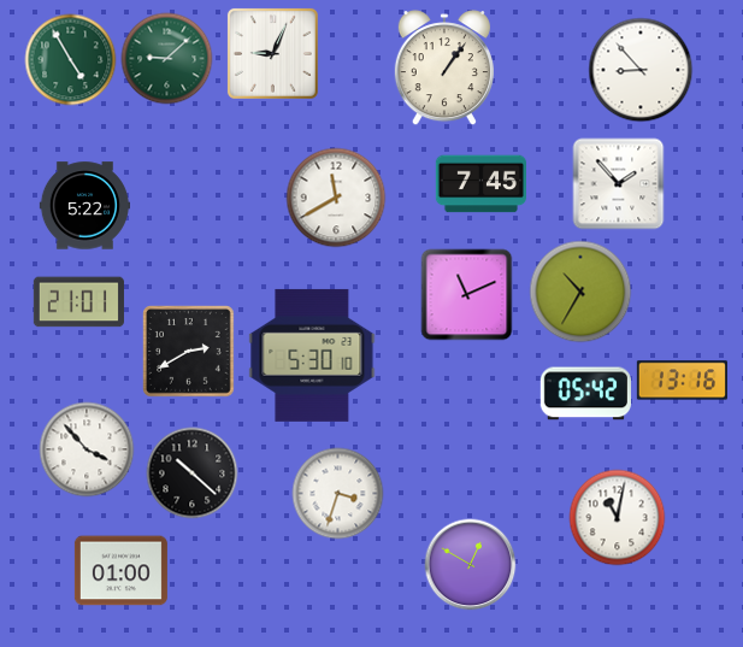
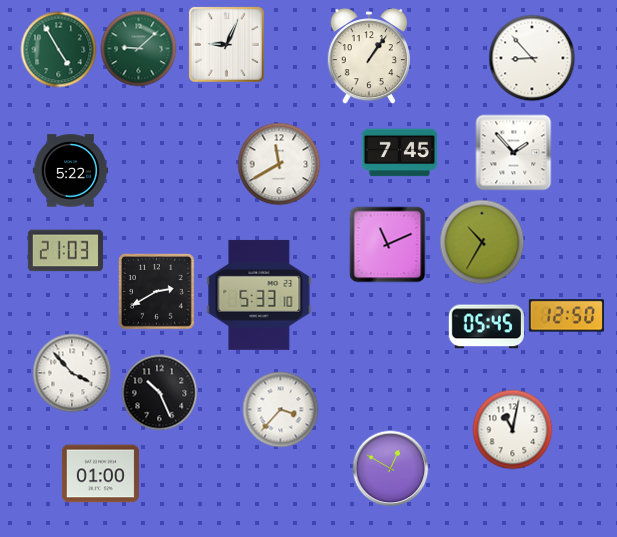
clock at (78, 302): 21:01 -> 21:03
clock at (312, 355): 5:30 -> 5:33
clock at (682, 381): 13:16 -> 12:50
clock at (585, 394): 05:42 -> 05:45
clock at (193, 474): 10:22 -> 10:26
clock at (338, 494): 3:33 -> 3:37
